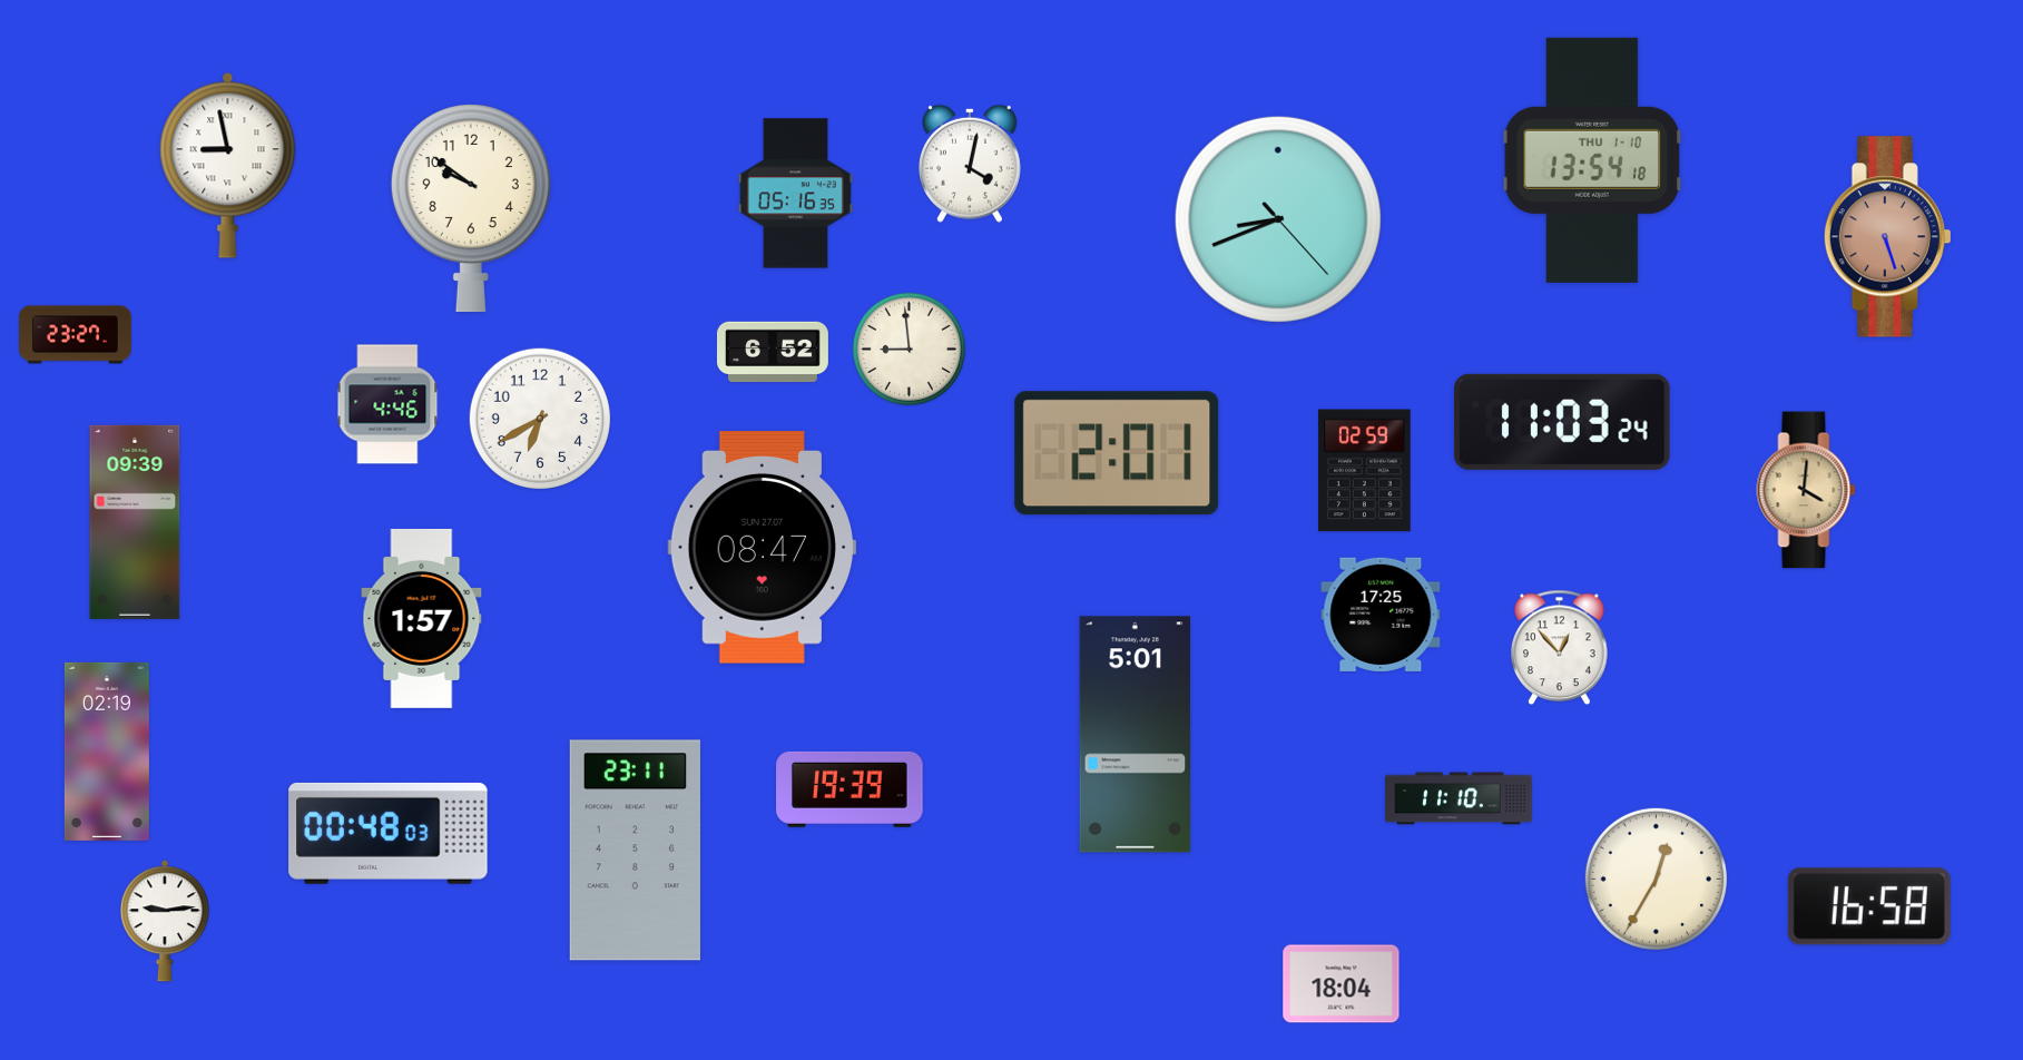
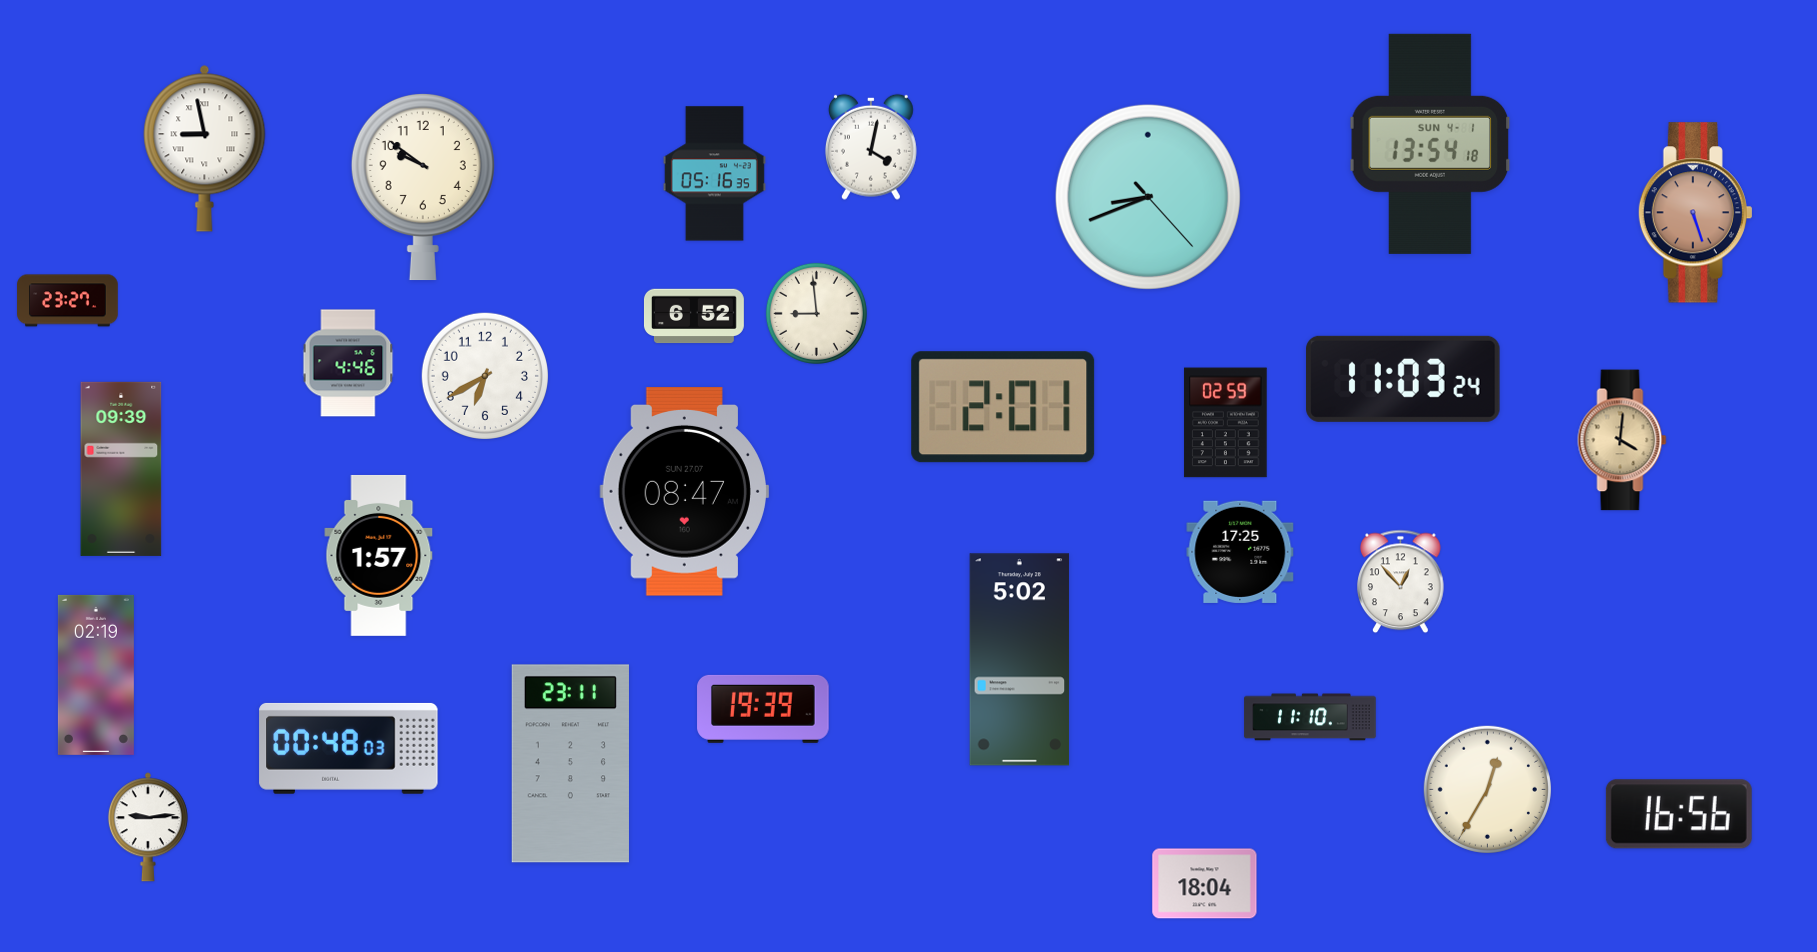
clock at (1592, 160) date: THU 1-10 -> SUN 4-1
clock at (1136, 735): 5:01 -> 5:02
clock at (1869, 906): 16:58 -> 16:56
